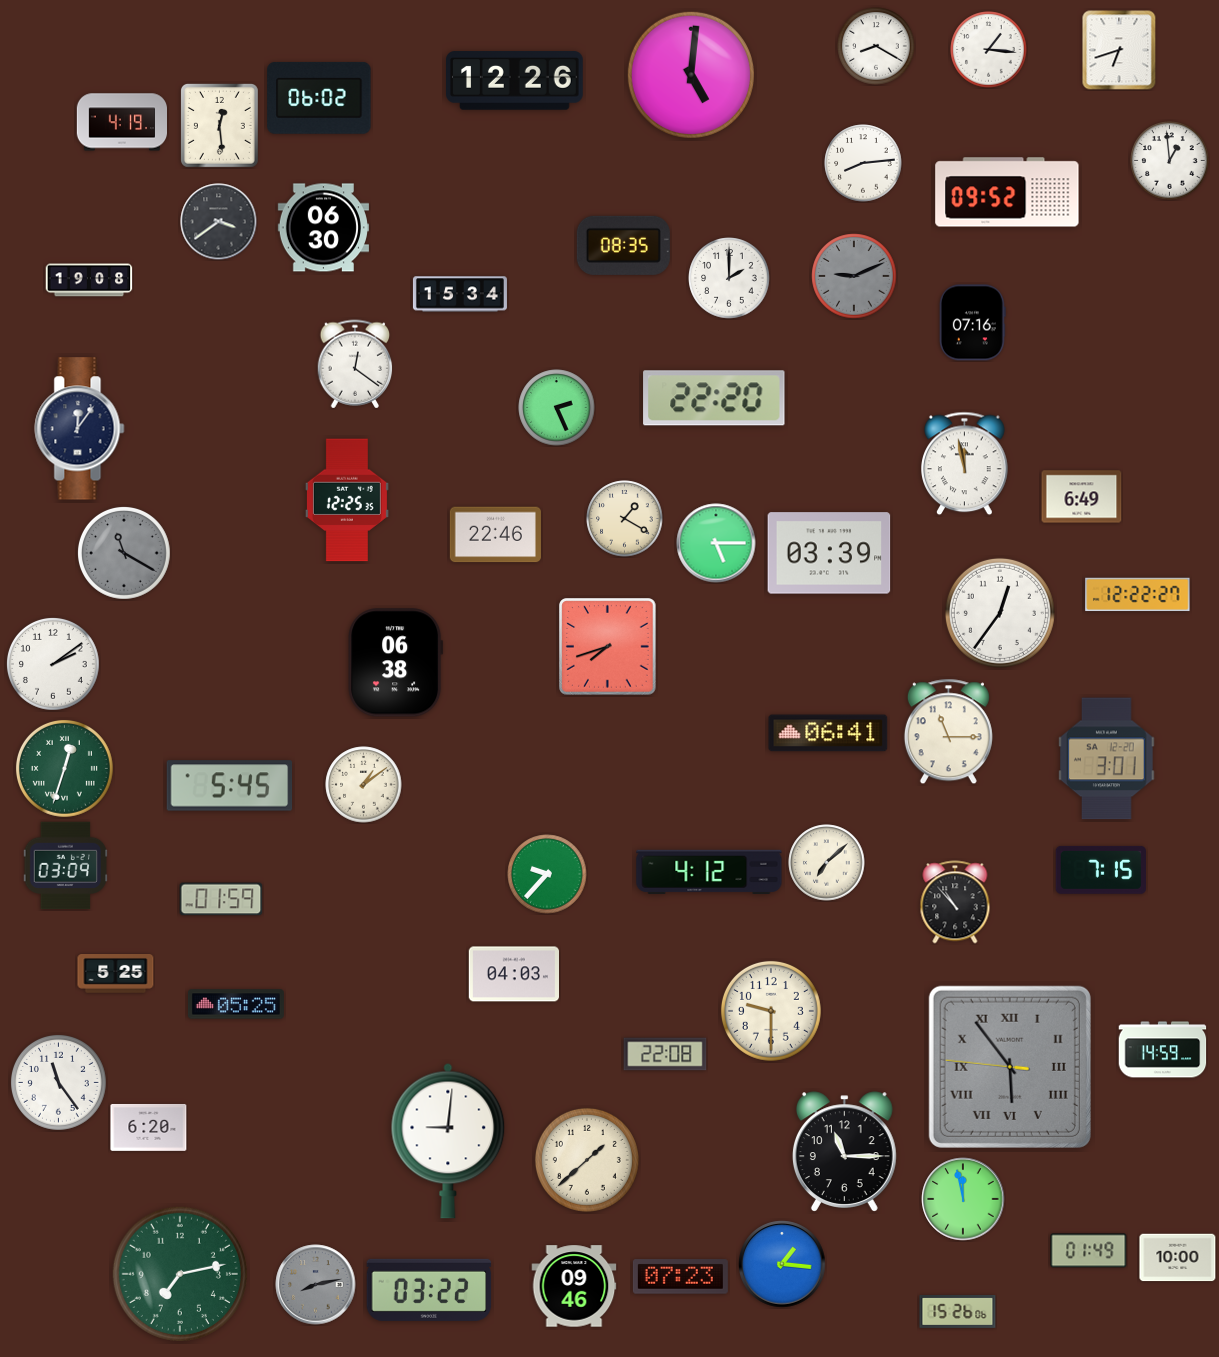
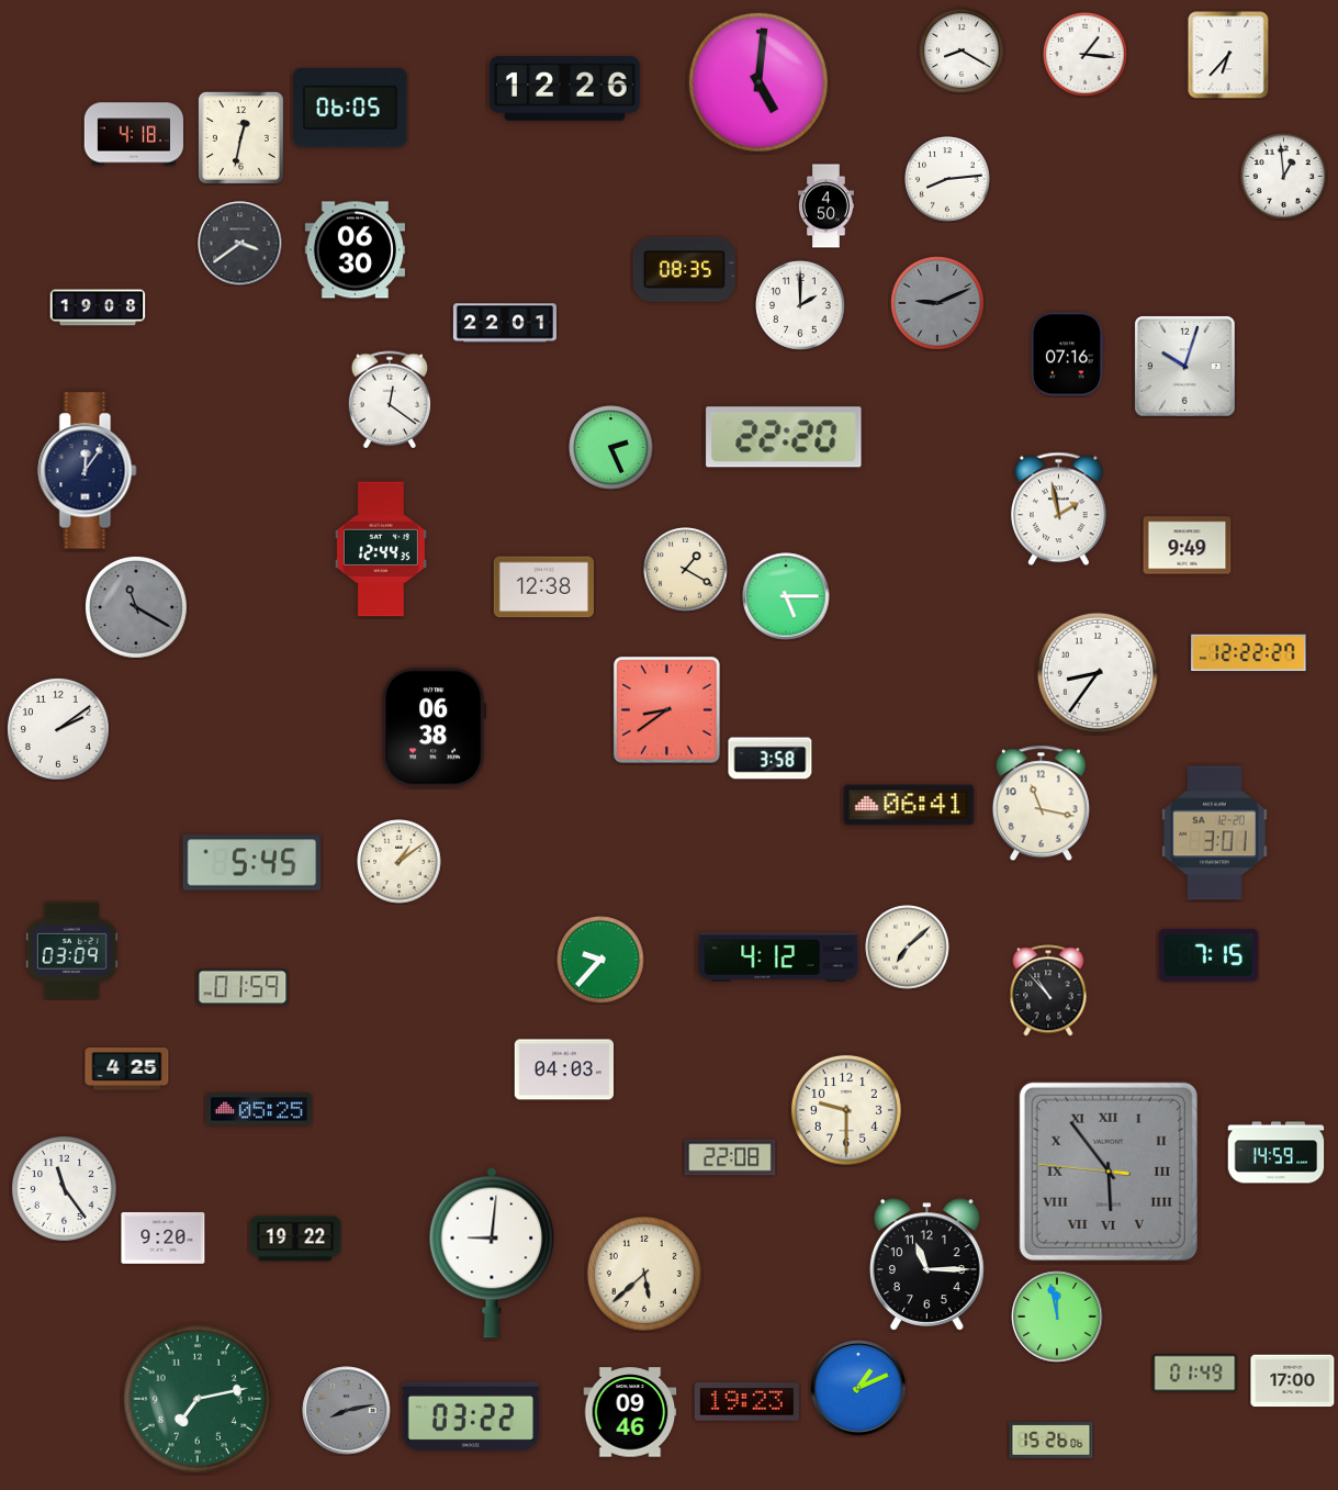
clock at (1119, 50): 6:42 -> 6:37
clock at (319, 98): 06:02 -> 06:05
clock at (121, 122): 4:19 -> 4:18
clock at (219, 125): 12:29 -> 12:32
clock at (827, 206): none -> 4:50
clock at (1007, 192): 09:52 -> none
clock at (460, 294): 15:34 -> 22:01
clock at (1184, 366): none -> 10:03
clock at (965, 464): 11:58 -> 1:58
clock at (1082, 497): 6:49 -> 9:49
clock at (347, 500): 12:25 -> 12:44
clock at (495, 535): 22:46 -> 12:38
clock at (829, 553): 03:39 -> none
clock at (1000, 613): 12:36 -> 8:36
clock at (608, 647): 7:42 -> 8:39
clock at (771, 759): none -> 3:58
clock at (948, 732): 11:15 -> 11:17
clock at (64, 768): 12:33 -> none
clock at (116, 974): 5:25 -> 4:25
clock at (236, 1004) position: (236, 1004) -> (259, 1109)
clock at (149, 1127): 6:20 -> 9:20
clock at (295, 1239): none -> 19:22
clock at (587, 1160): 1:38 -> 5:38
clock at (1178, 1258): 10:00 -> 17:00
clock at (782, 1264): 1:16 -> 1:11
clock at (680, 1277): 07:23 -> 19:23
